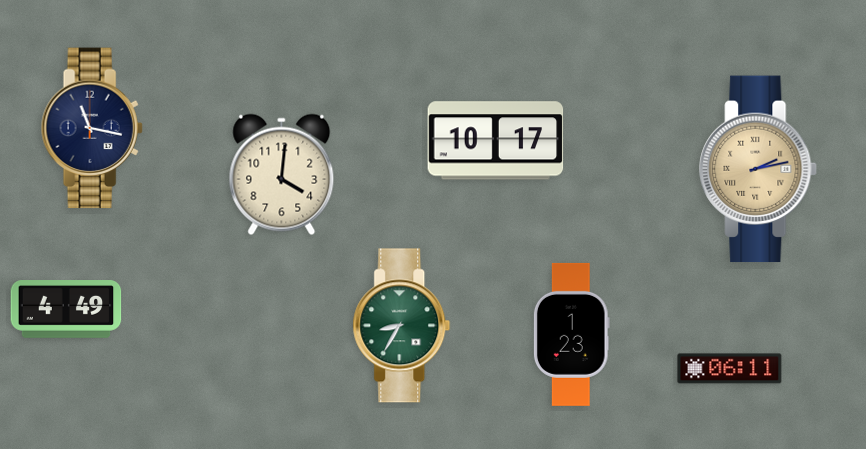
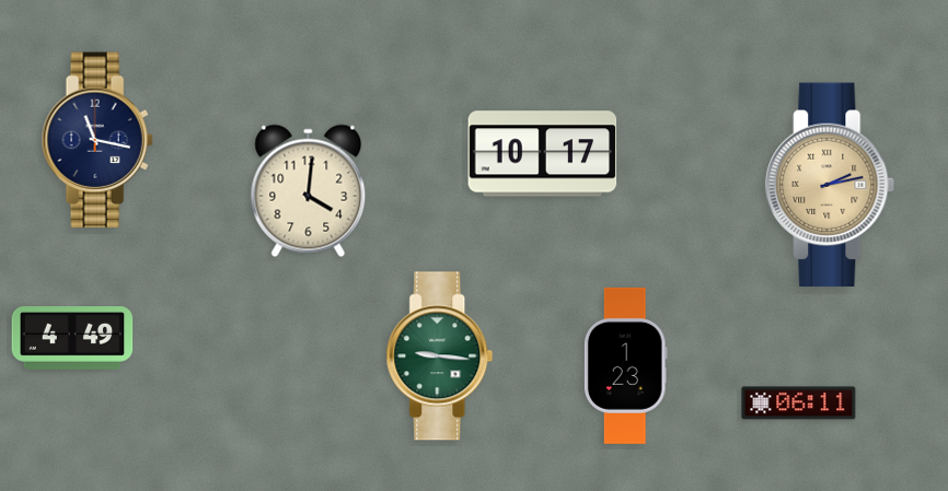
clock at (92, 128) position: (92, 128) -> (97, 140)
clock at (402, 326): 8:35 -> 9:16
